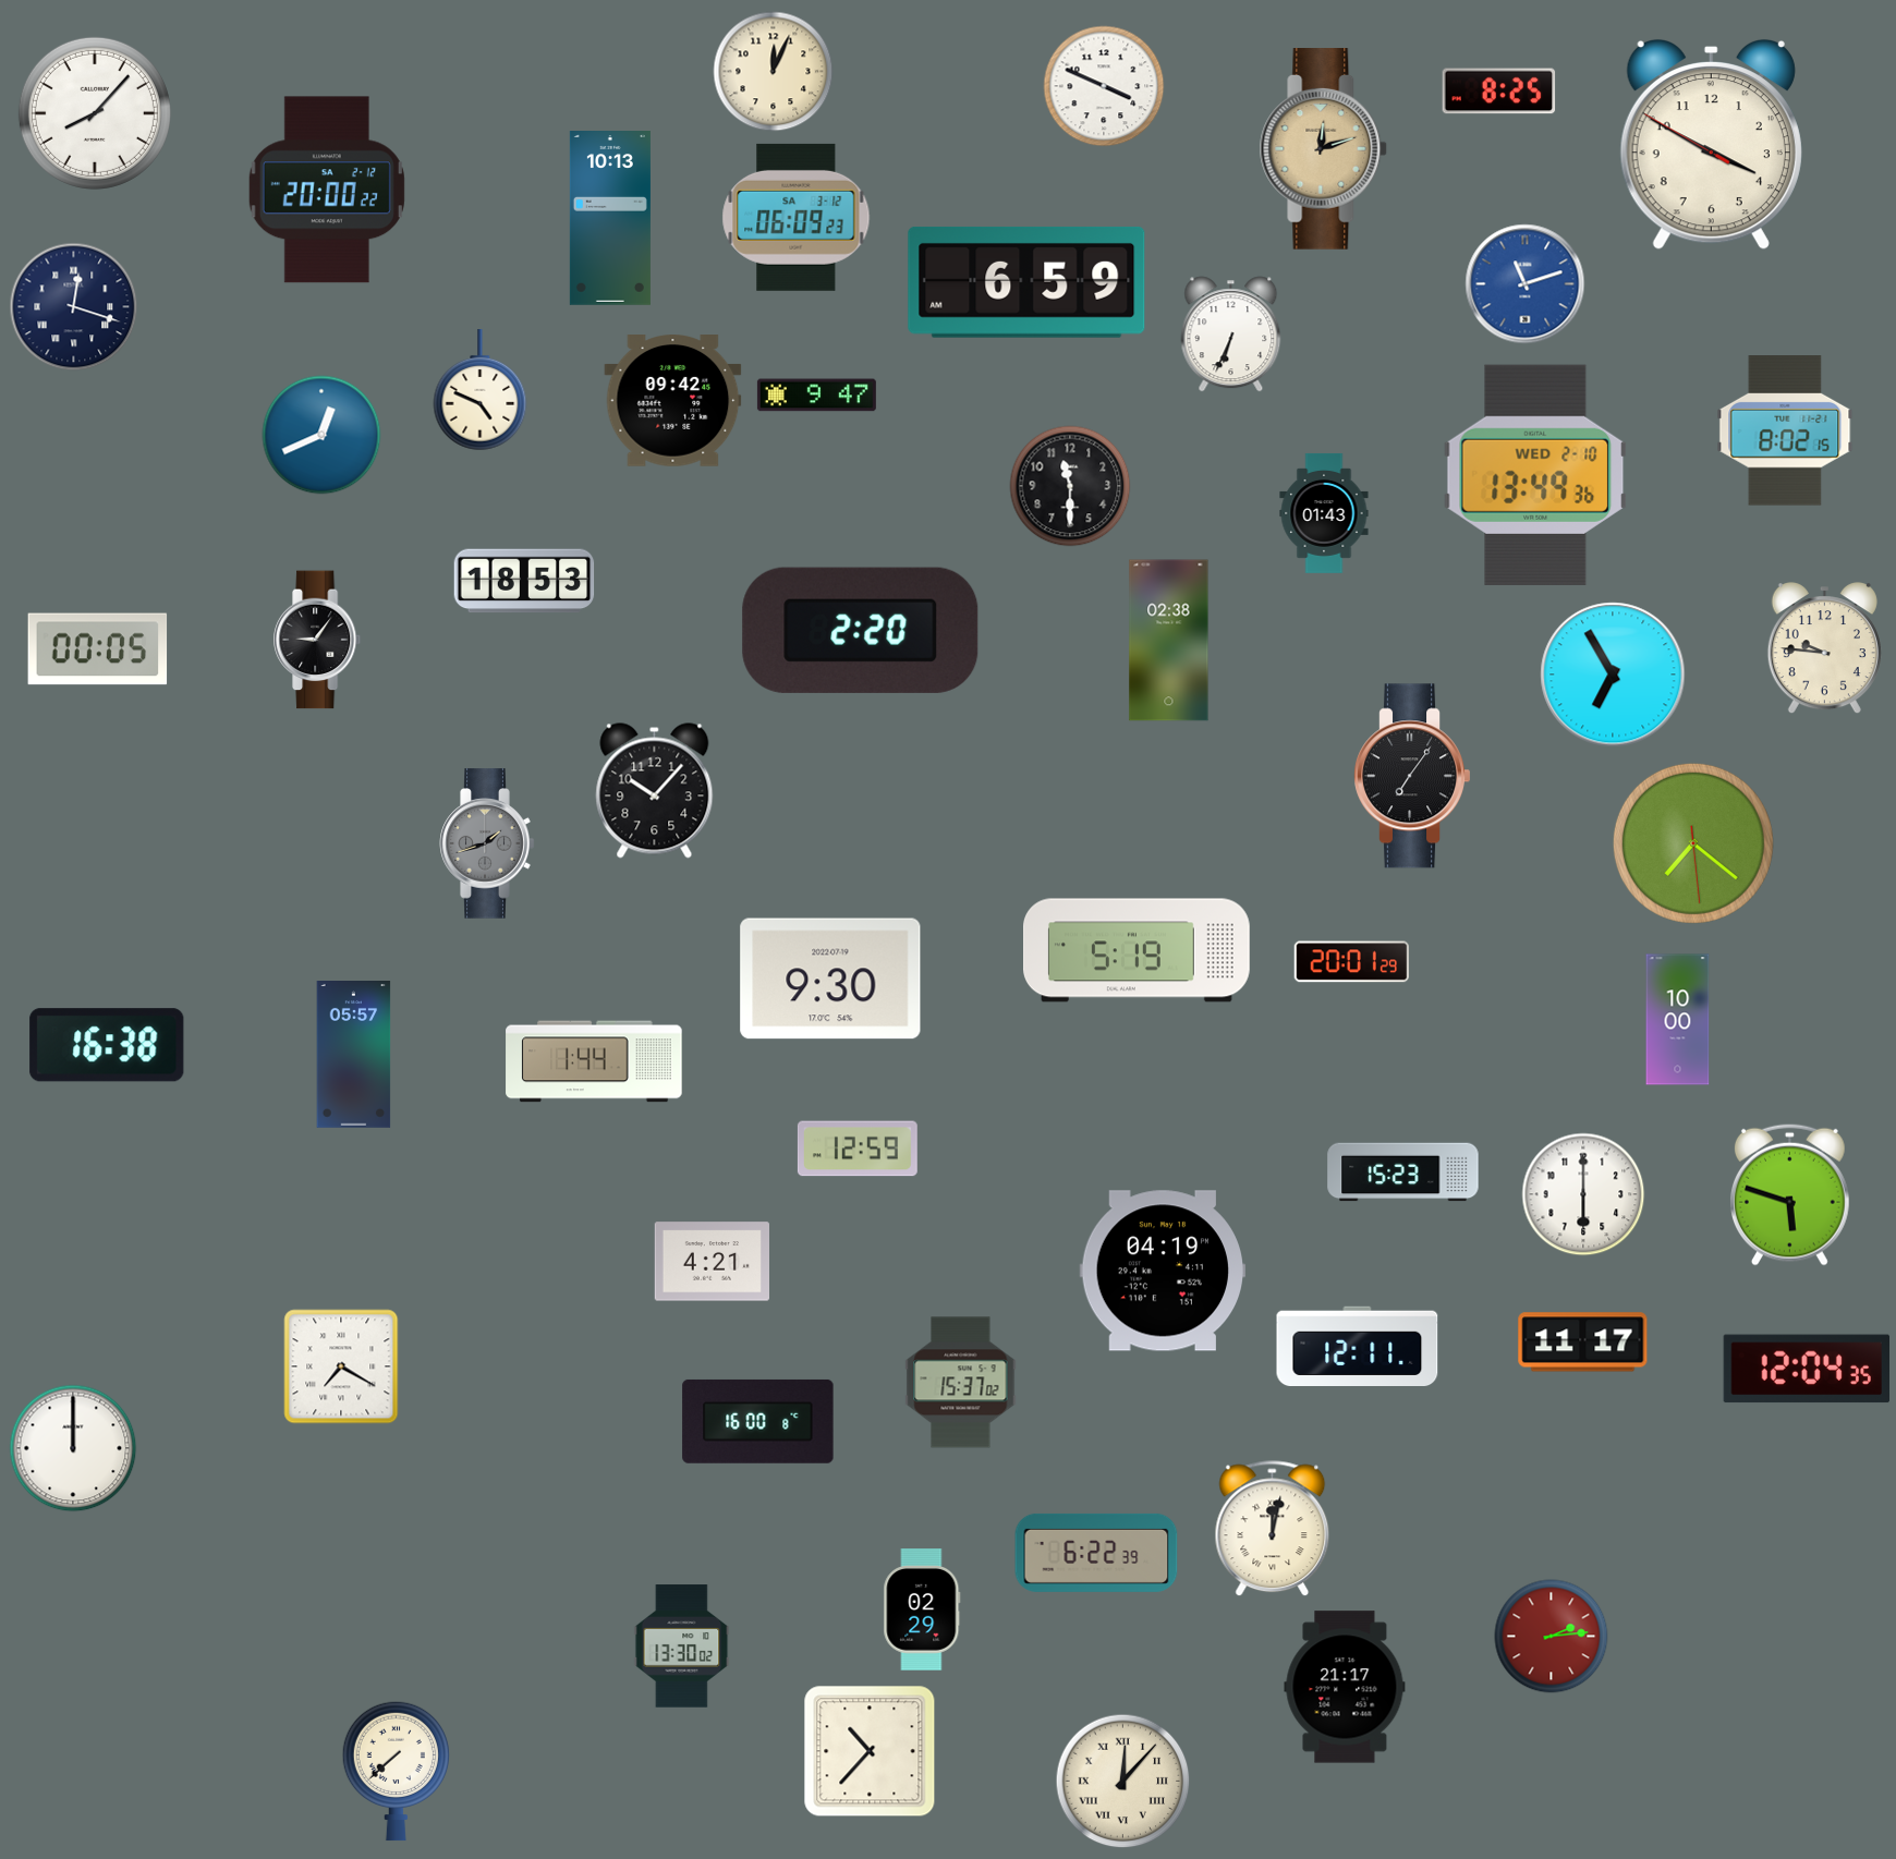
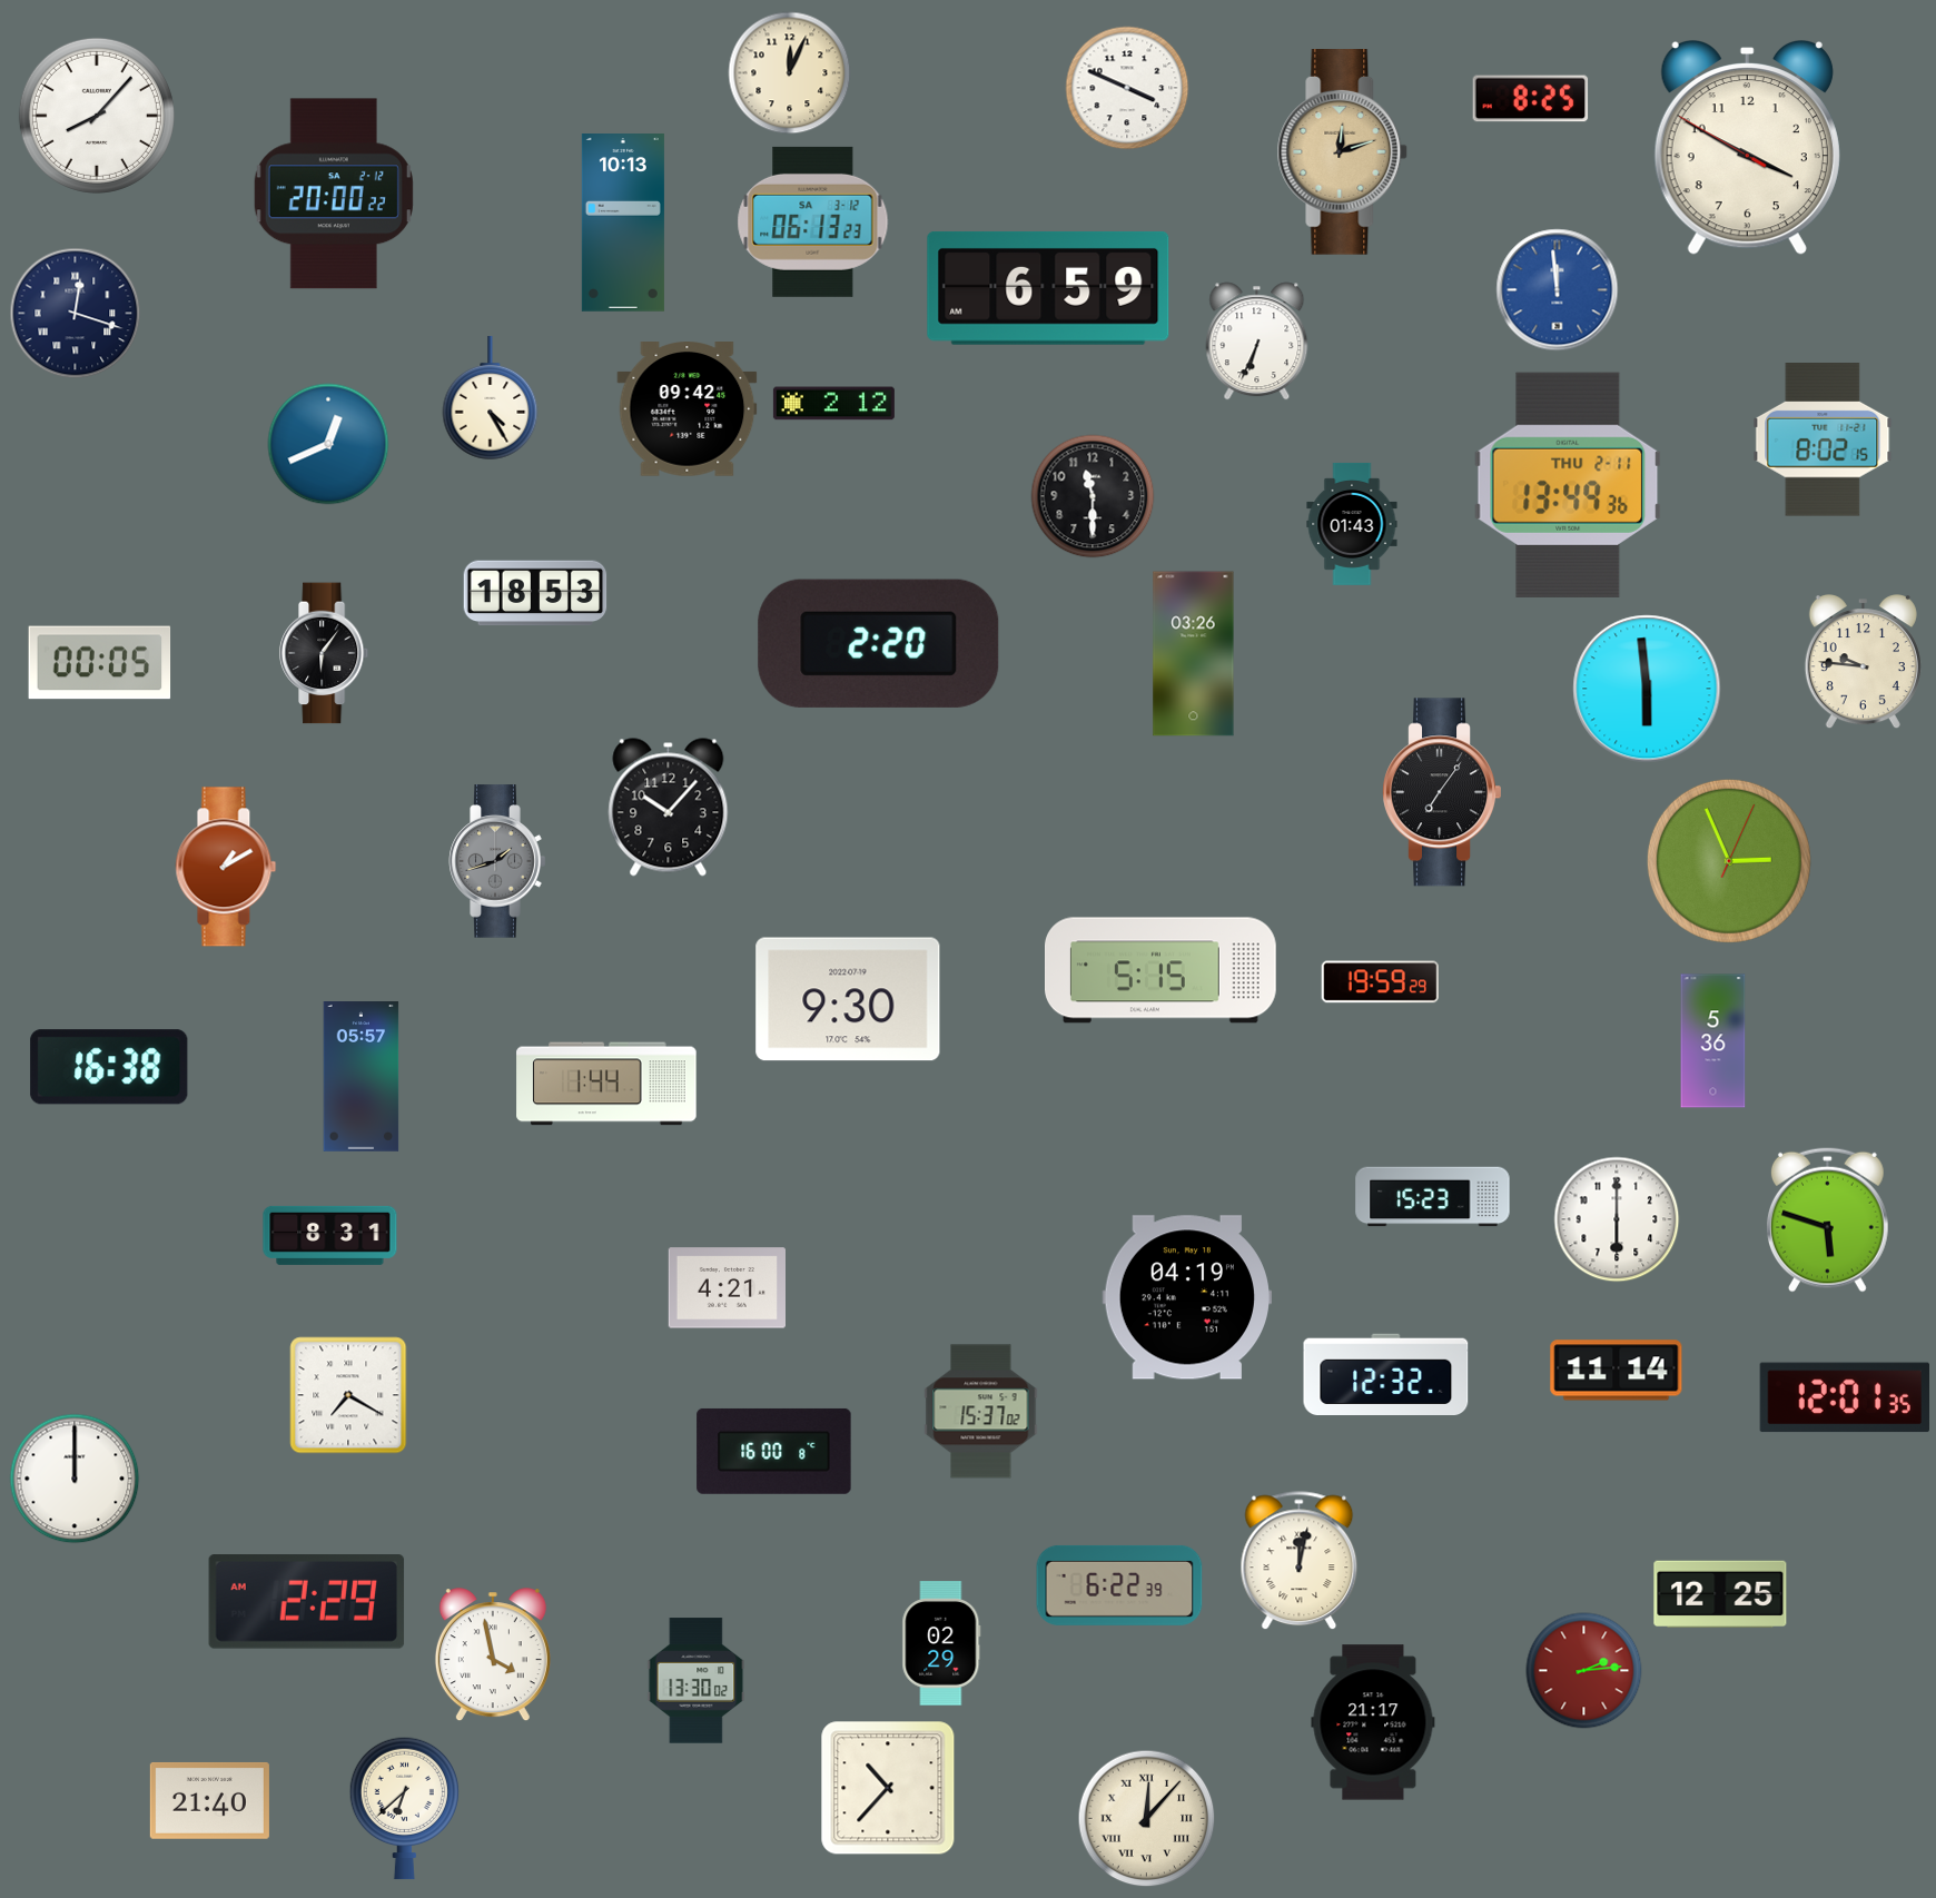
clock at (1499, 92) position: (1499, 92) -> (1531, 99)
clock at (1324, 149) position: (1324, 149) -> (1343, 152)
clock at (797, 217): 06:09 -> 06:13
clock at (1526, 284): 11:12 -> 11:59
clock at (481, 391): 4:49 -> 4:25
clock at (816, 396): 9:47 -> 2:12
clock at (1535, 475) date: WED 2-10 -> THU 2-11
clock at (318, 640): 9:06 -> 6:06
clock at (1169, 641): 02:38 -> 03:26
clock at (1613, 675): 6:55 -> 5:59
clock at (1693, 843): 7:21 -> 2:56
clock at (226, 867): none -> 1:10
clock at (1138, 950): 5:19 -> 5:15
clock at (1351, 962): 20:01 -> 19:59
clock at (1678, 1020): 10:00 -> 5:36
clock at (858, 1149): 12:59 -> none
clock at (330, 1235): none -> 8:31
clock at (1583, 1342): 11:17 -> 11:14
clock at (1358, 1347): 12:11 -> 12:32
clock at (1806, 1369): 12:04 -> 12:01
clock at (1720, 1594): none -> 12:25
clock at (307, 1602): none -> 2:29
clock at (493, 1655): none -> 3:58
clock at (209, 1801): none -> 21:40
clock at (396, 1771): 7:38 -> 6:38
